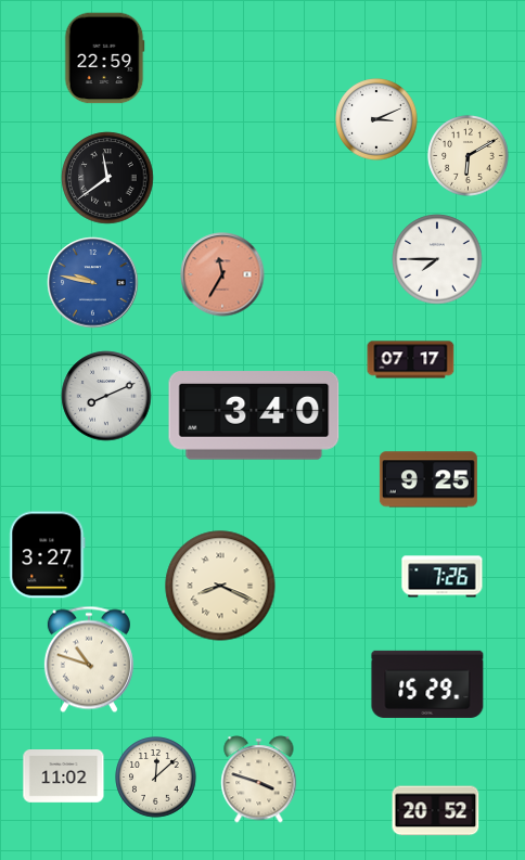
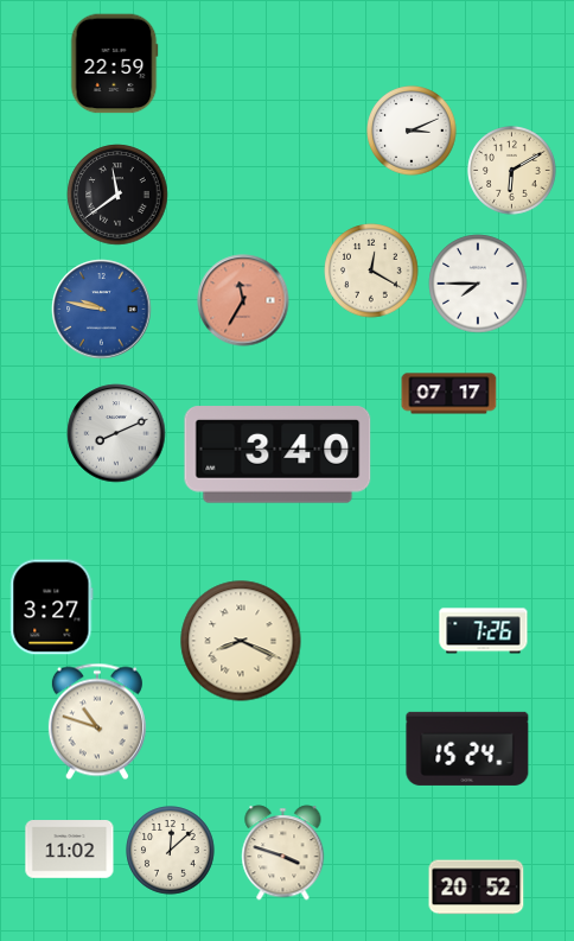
clock at (371, 271): none -> 12:20
clock at (428, 479): 9:25 -> none
clock at (427, 684): 15:29 -> 15:24
